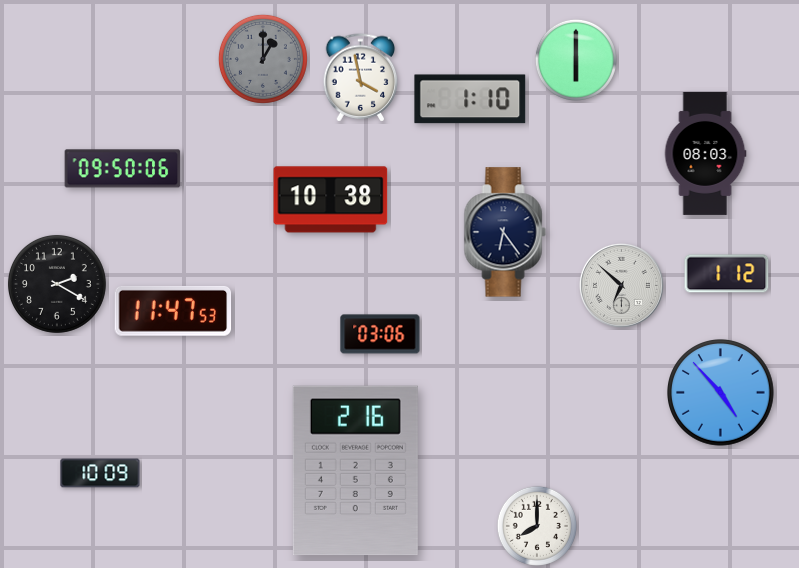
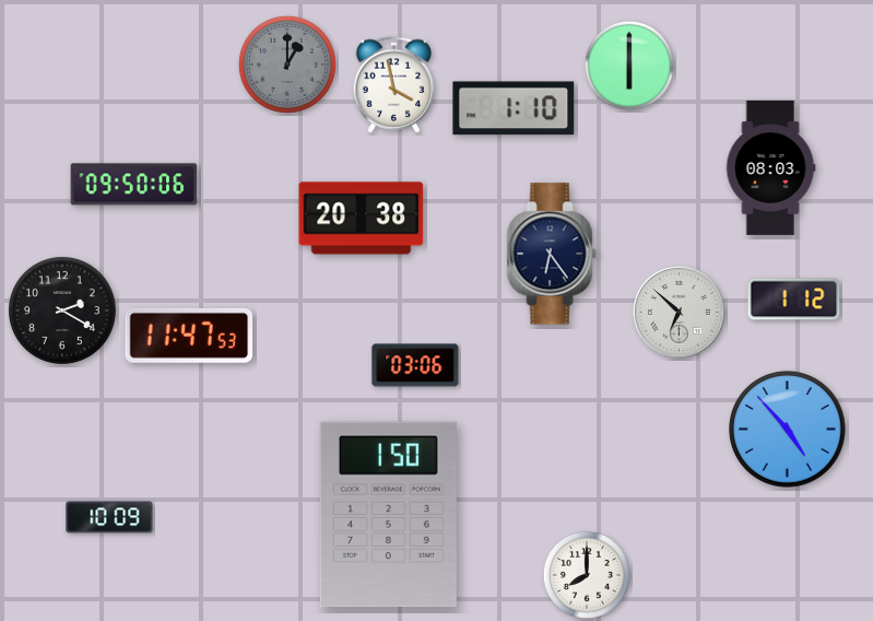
clock at (331, 200): 10:38 -> 20:38
clock at (173, 311) position: (173, 311) -> (189, 336)
clock at (355, 471): 2:16 -> 1:50
